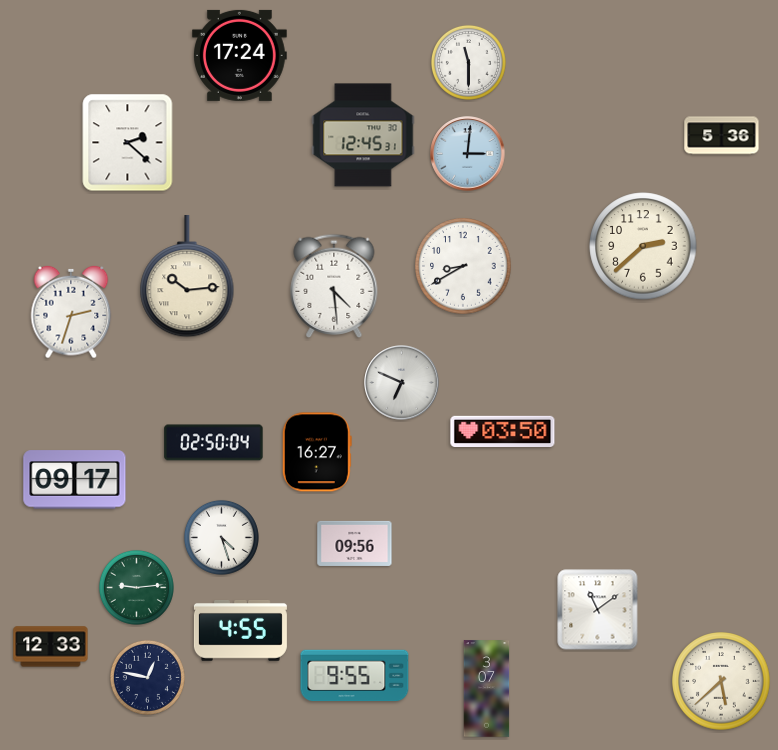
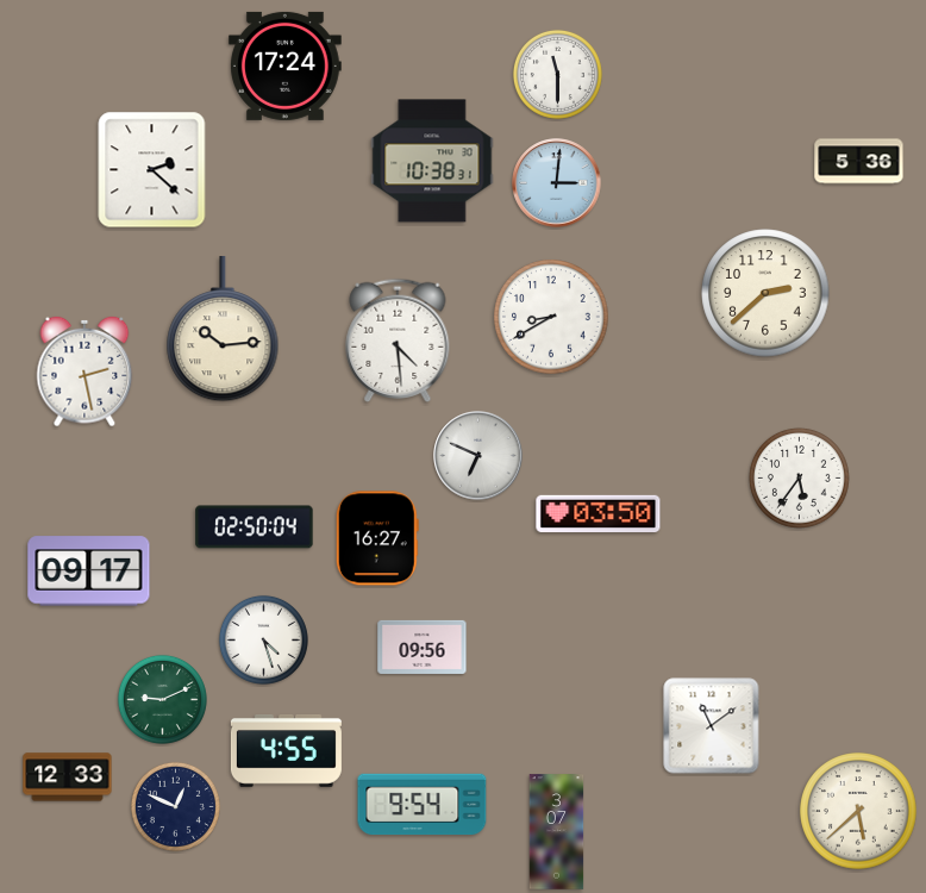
clock at (363, 135): 12:45 -> 10:38
clock at (71, 312): 2:33 -> 2:28
clock at (799, 477): none -> 5:36
clock at (136, 587): 9:14 -> 9:11
clock at (51, 647) position: (51, 647) -> (68, 778)
clock at (355, 676): 9:55 -> 9:54
clock at (147, 677): 12:47 -> 12:49
clock at (487, 689) position: (487, 689) -> (557, 832)
